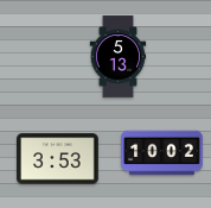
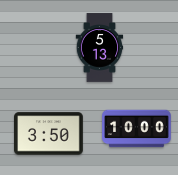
clock at (162, 153): 10:02 -> 10:00
clock at (58, 159): 3:53 -> 3:50
